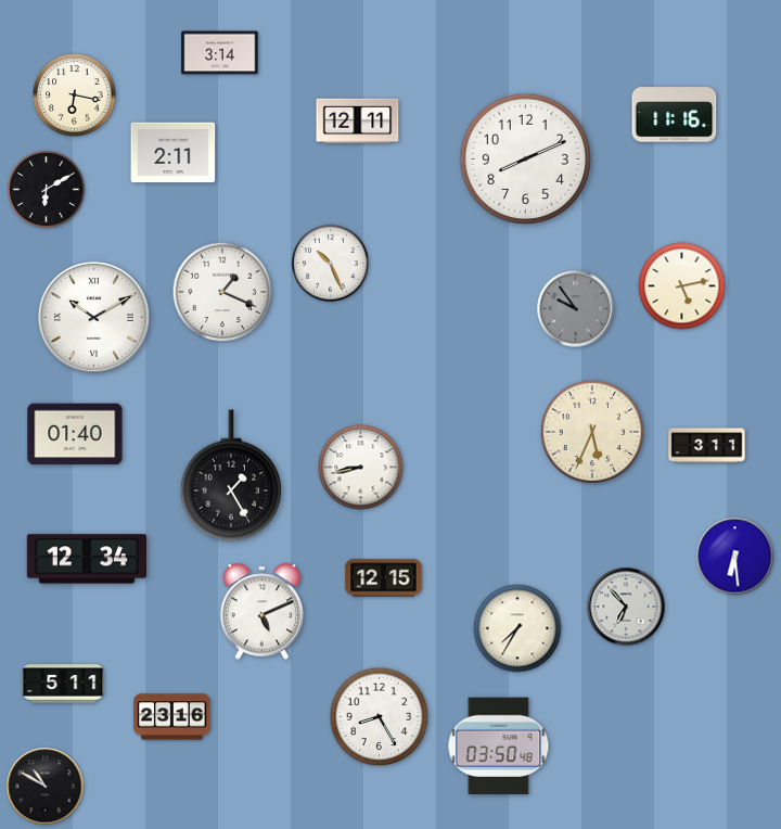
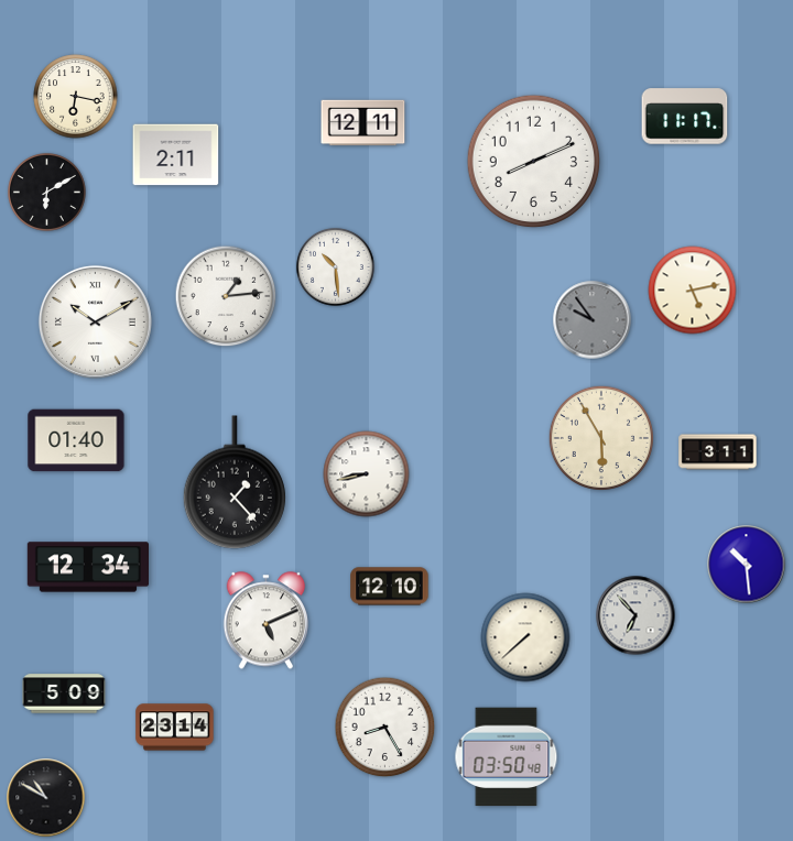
clock at (220, 53): 3:14 -> none
clock at (675, 115): 11:16 -> 11:17
clock at (330, 263): 10:26 -> 10:29
clock at (222, 292): 1:19 -> 1:14
clock at (576, 309) position: (576, 309) -> (593, 320)
clock at (591, 431): 5:34 -> 5:55
clock at (231, 475): 1:25 -> 1:23
clock at (735, 557): 6:29 -> 10:29
clock at (384, 578): 12:15 -> 12:10
clock at (517, 628): 7:35 -> 7:38
clock at (63, 684): 5:11 -> 5:09
clock at (172, 717): 23:16 -> 23:14
